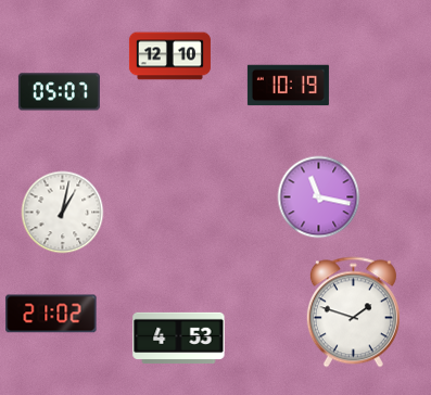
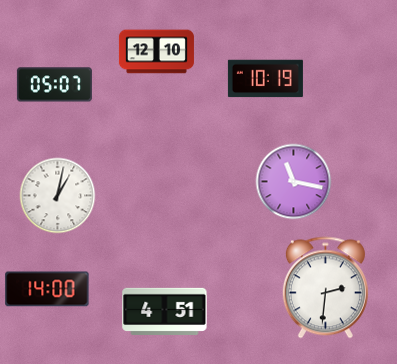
clock at (353, 313): 1:48 -> 2:31
clock at (51, 314): 21:02 -> 14:00
clock at (179, 337): 4:53 -> 4:51
